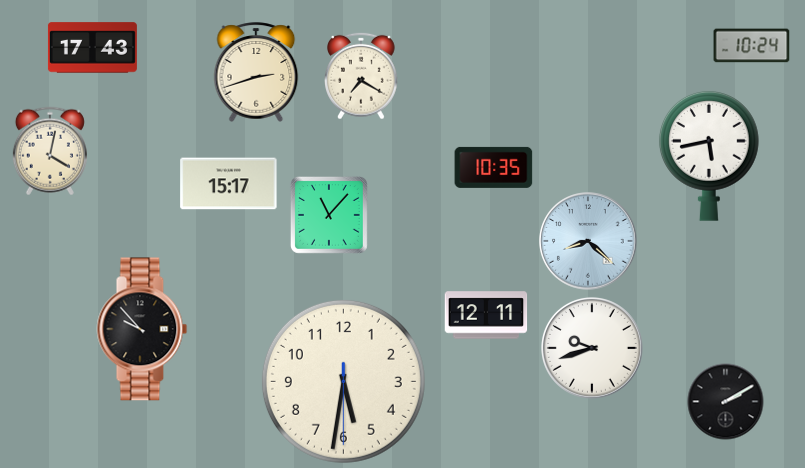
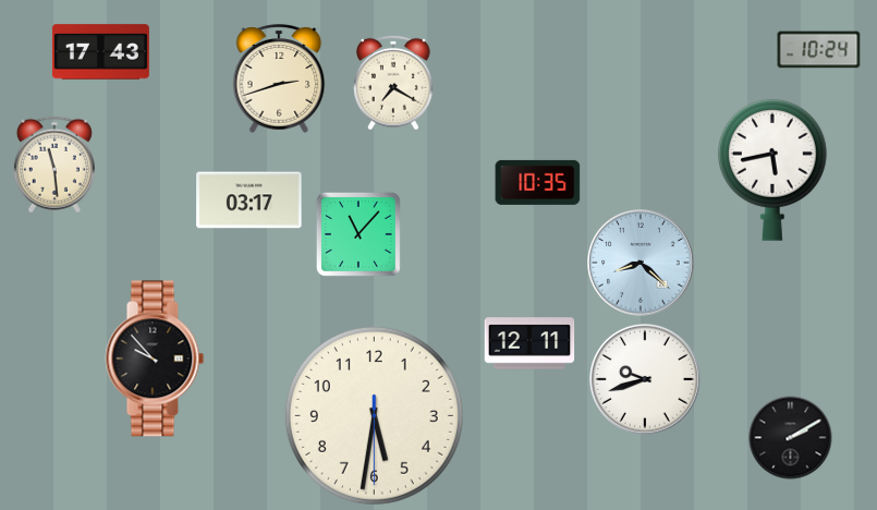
clock at (50, 151): 4:02 -> 11:29
clock at (229, 184): 15:17 -> 03:17
